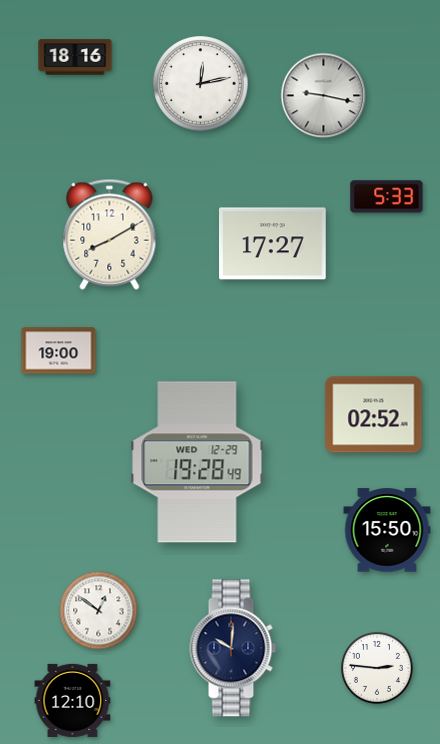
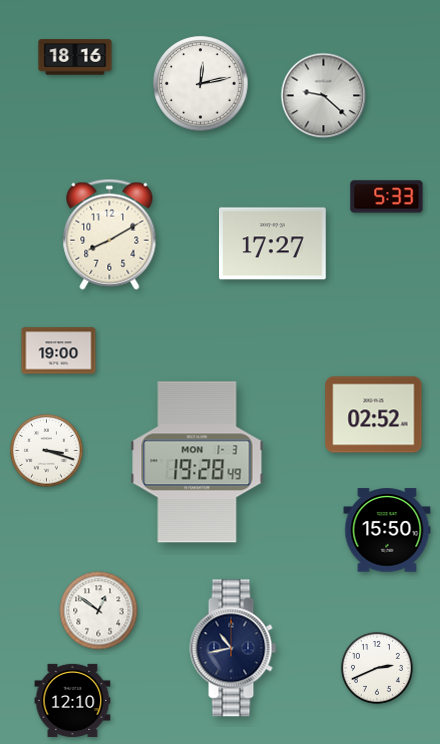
clock at (324, 96): 9:17 -> 9:22
clock at (47, 451): none -> 3:18
clock at (197, 462) date: WED 12-29 -> MON 1-3
clock at (233, 648): 10:01 -> 10:43
clock at (377, 668): 2:46 -> 2:41
